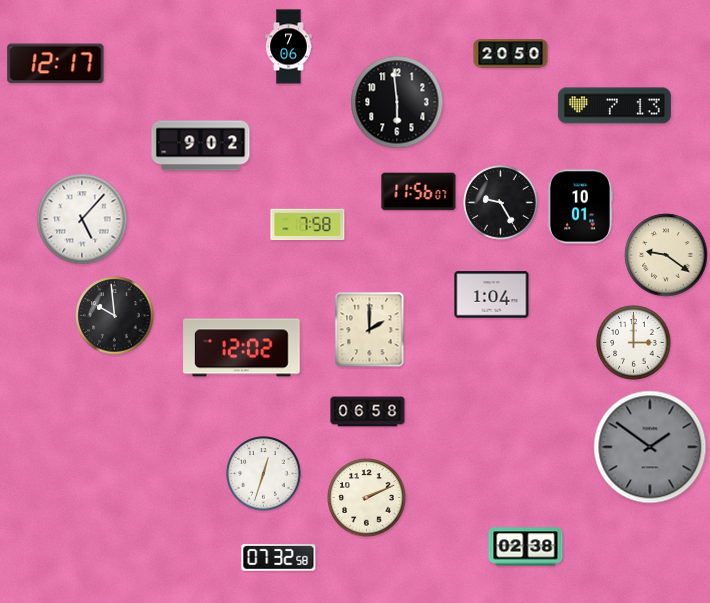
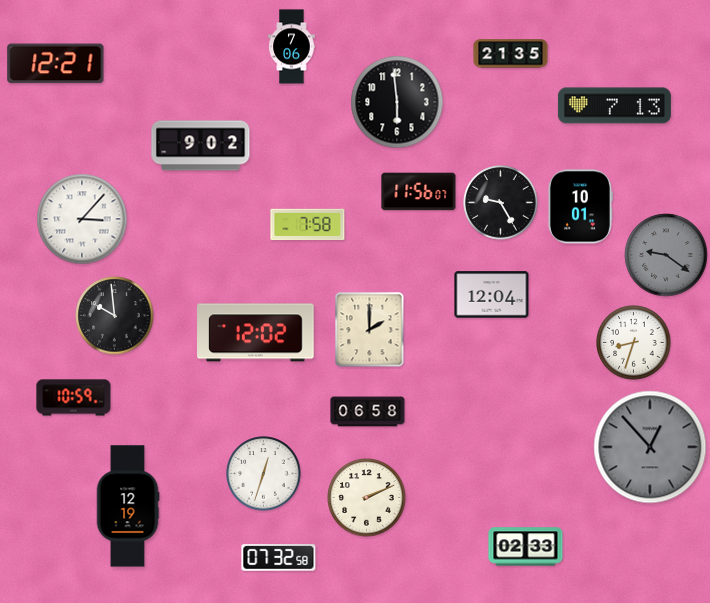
clock at (289, 47) position: (289, 47) -> (292, 47)
clock at (511, 54): 20:50 -> 21:35
clock at (56, 64): 12:17 -> 12:21
clock at (82, 219): 5:07 -> 3:07
clock at (666, 255) dial: cream -> grey
clock at (492, 295): 1:04 -> 12:04
clock at (634, 343): 3:00 -> 8:33
clock at (242, 348) position: (242, 348) -> (256, 333)
clock at (74, 398): none -> 10:59
clock at (650, 447): 1:51 -> 12:53
clock at (128, 506): none -> 12:19
clock at (526, 547): 02:38 -> 02:33
